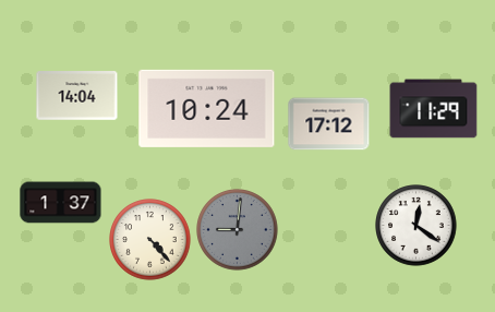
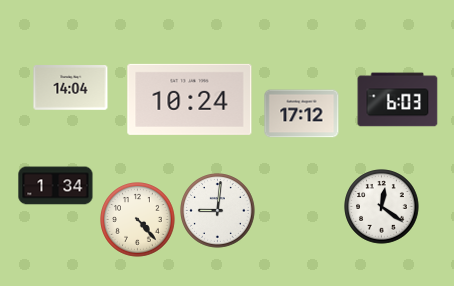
clock at (434, 109): 11:29 -> 6:03
clock at (61, 203): 1:37 -> 1:34
clock at (238, 230) dial: grey -> white
